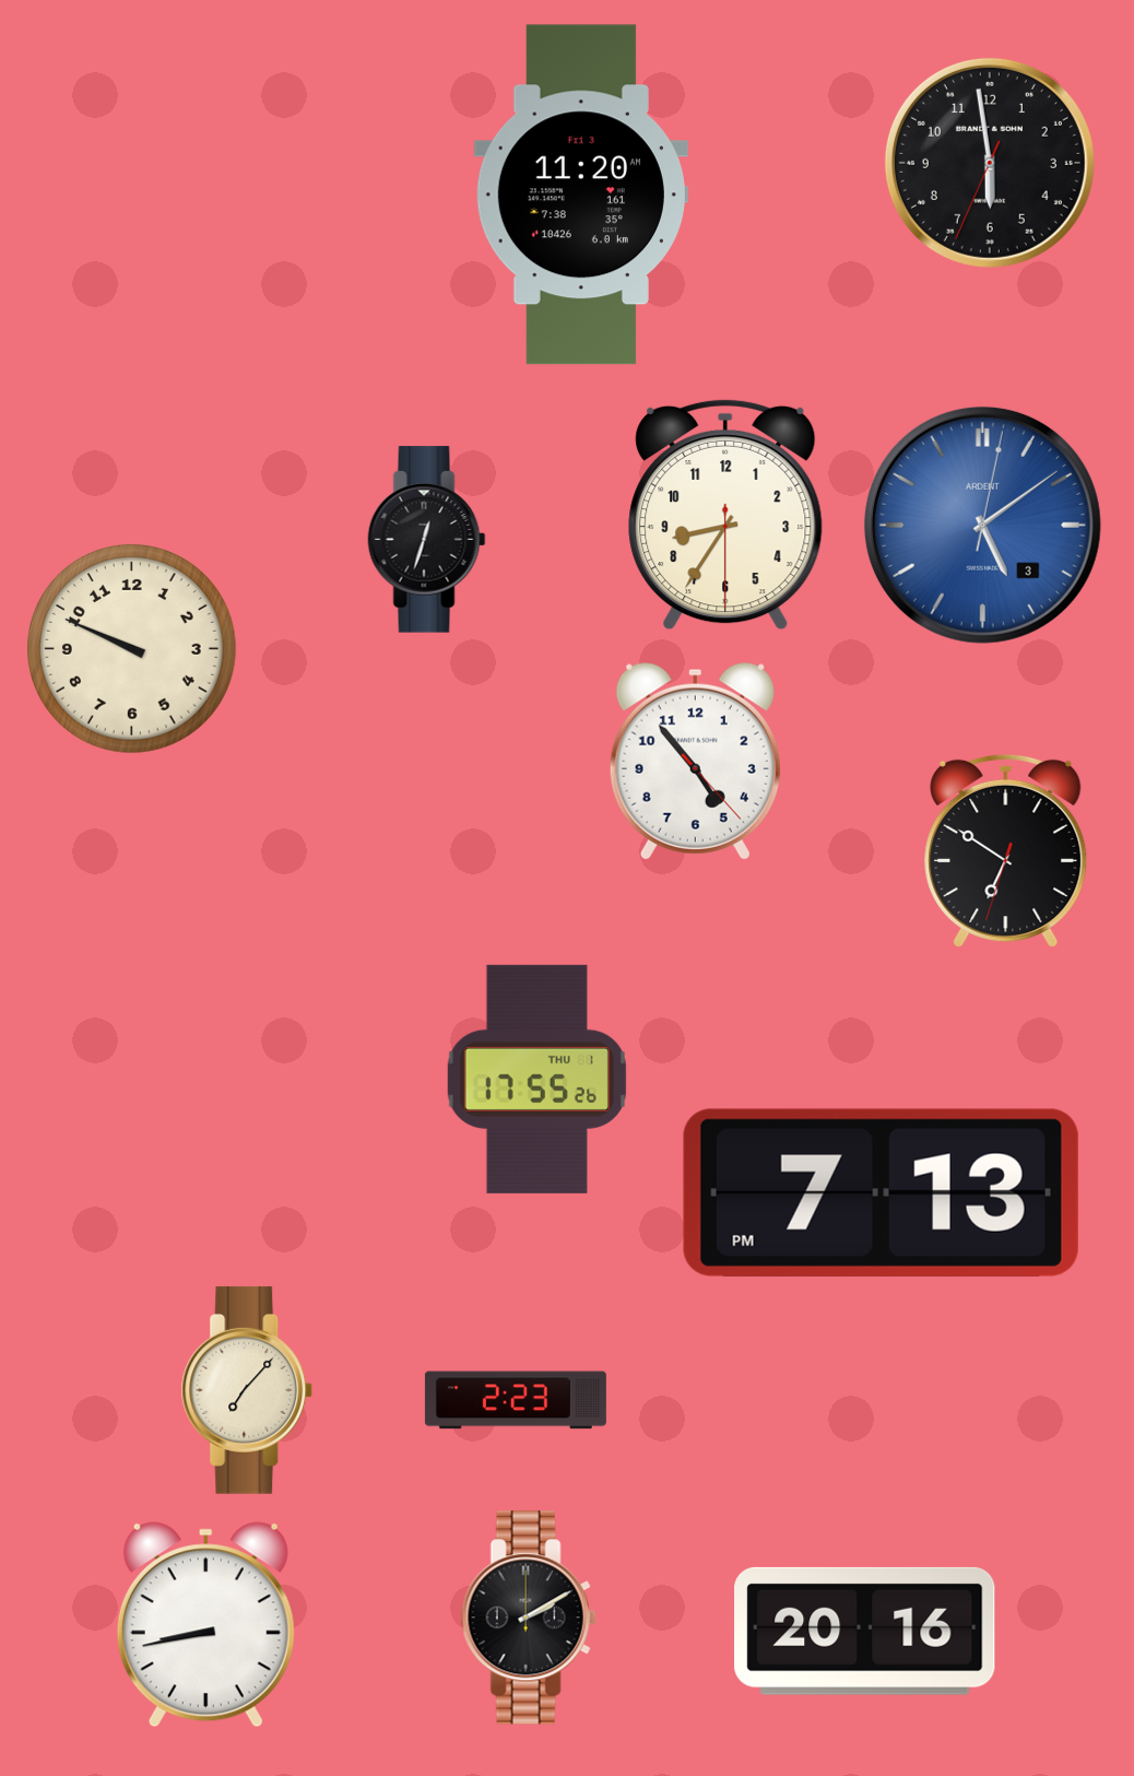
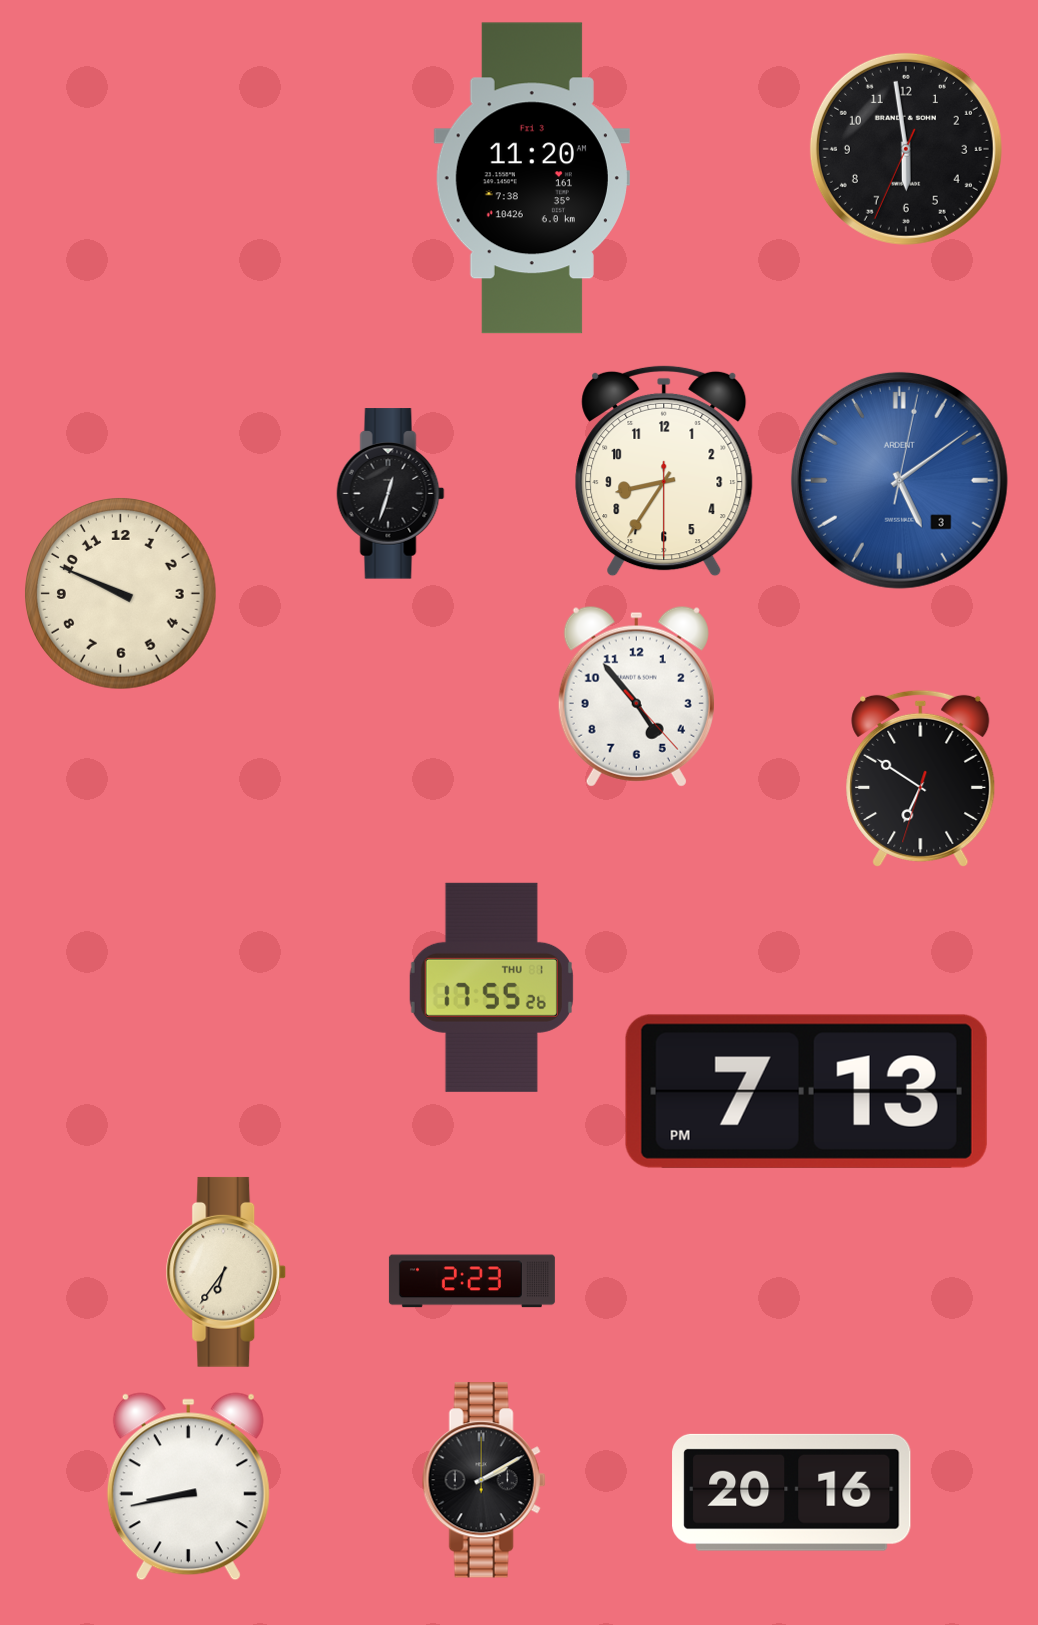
clock at (247, 1390): 7:07 -> 6:36
